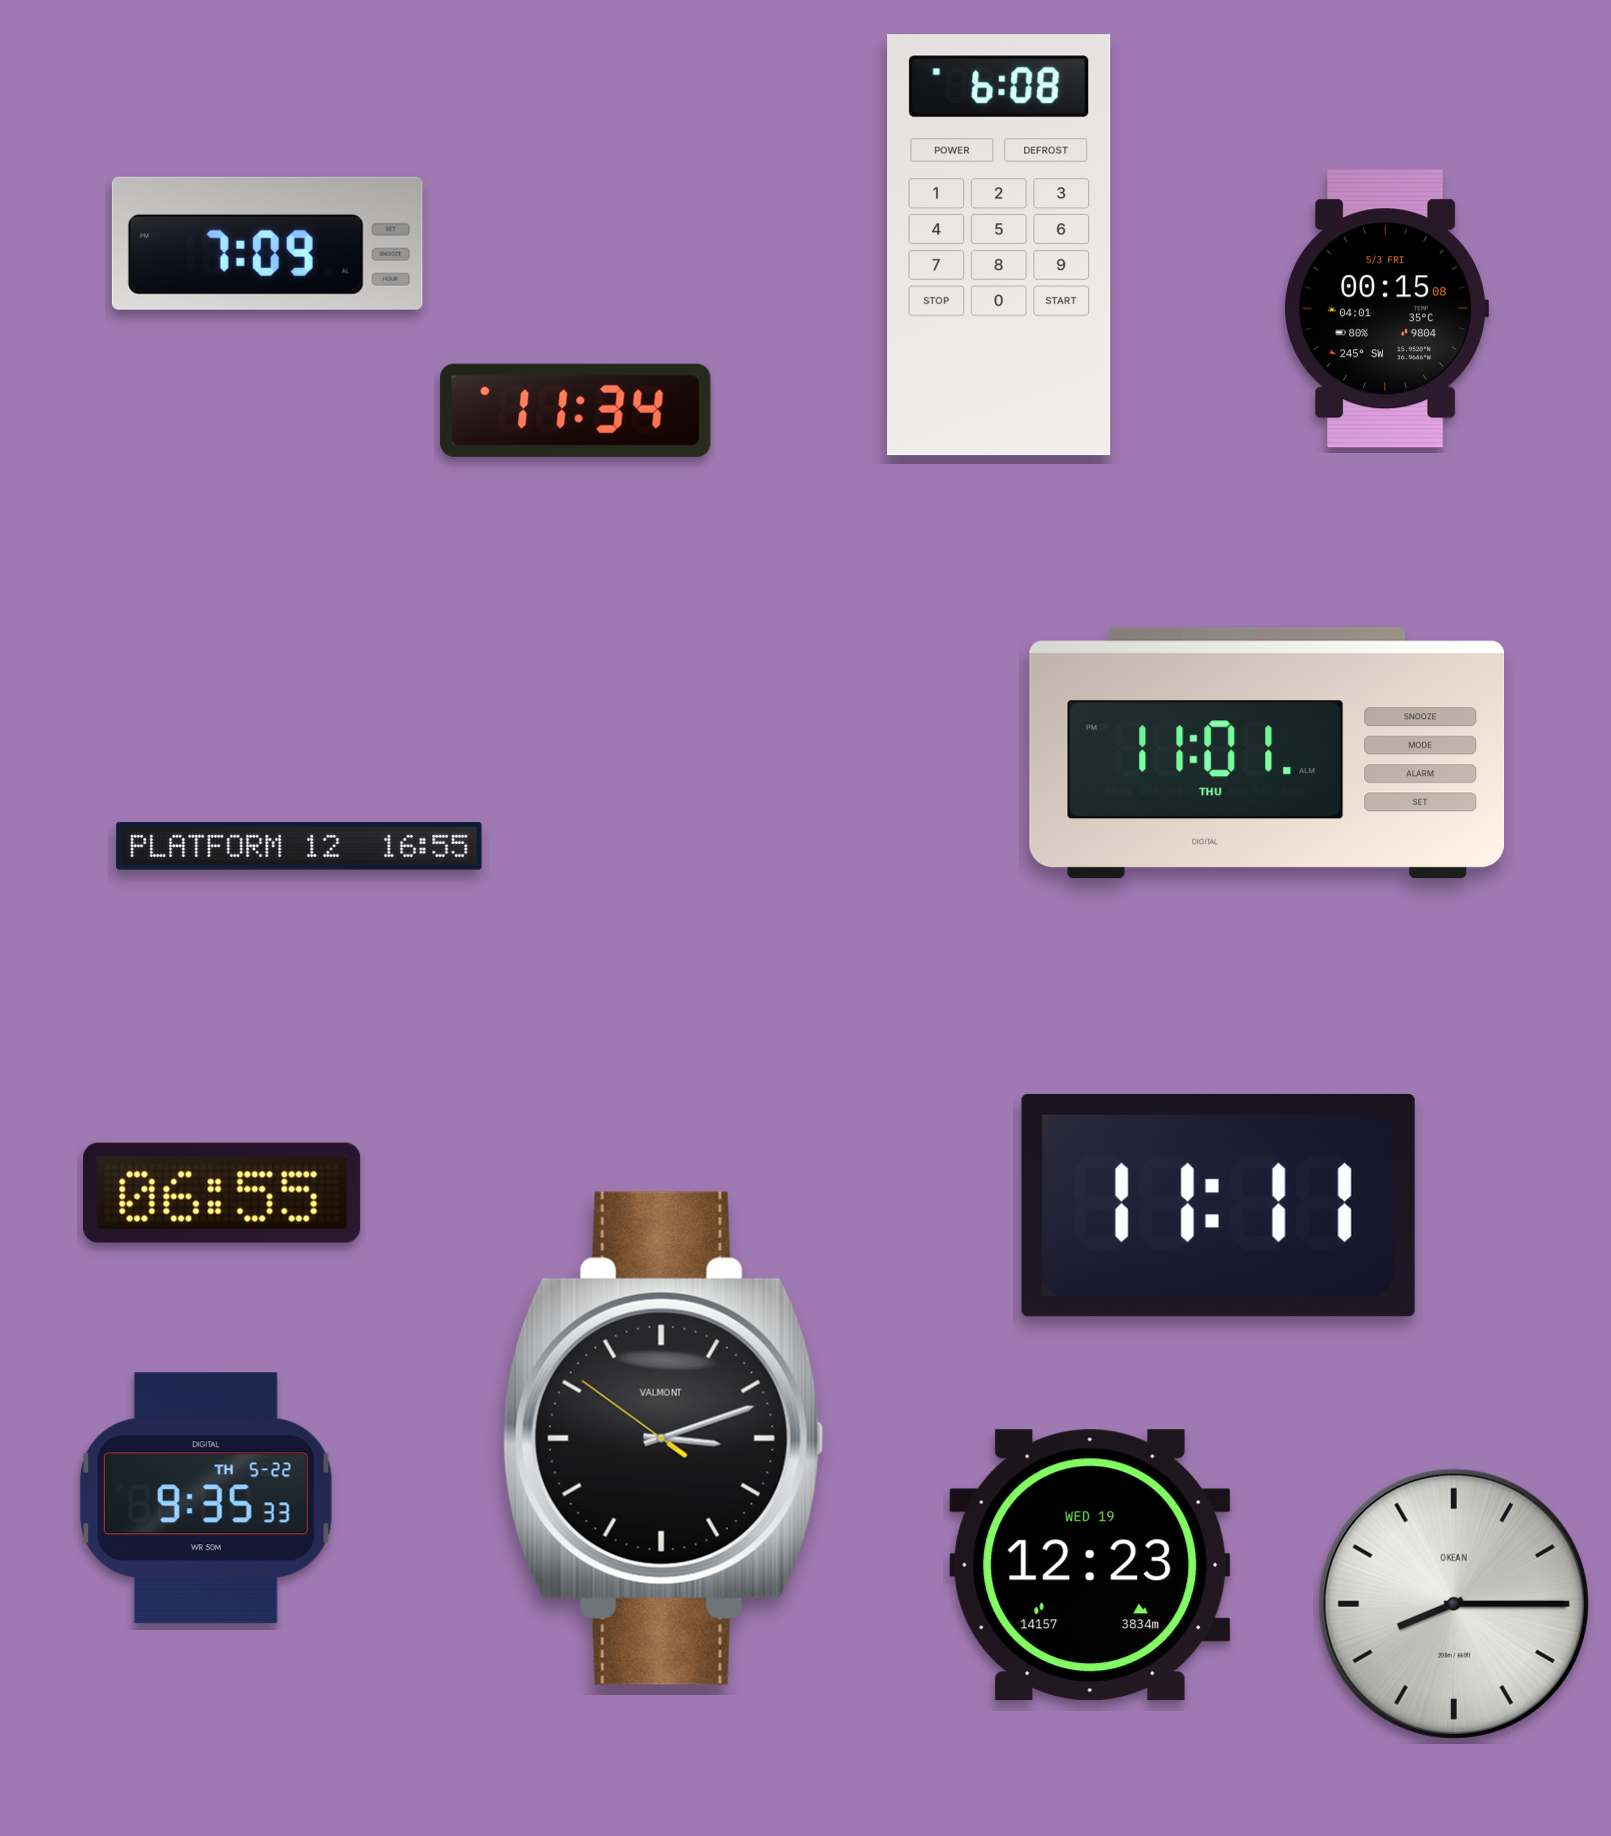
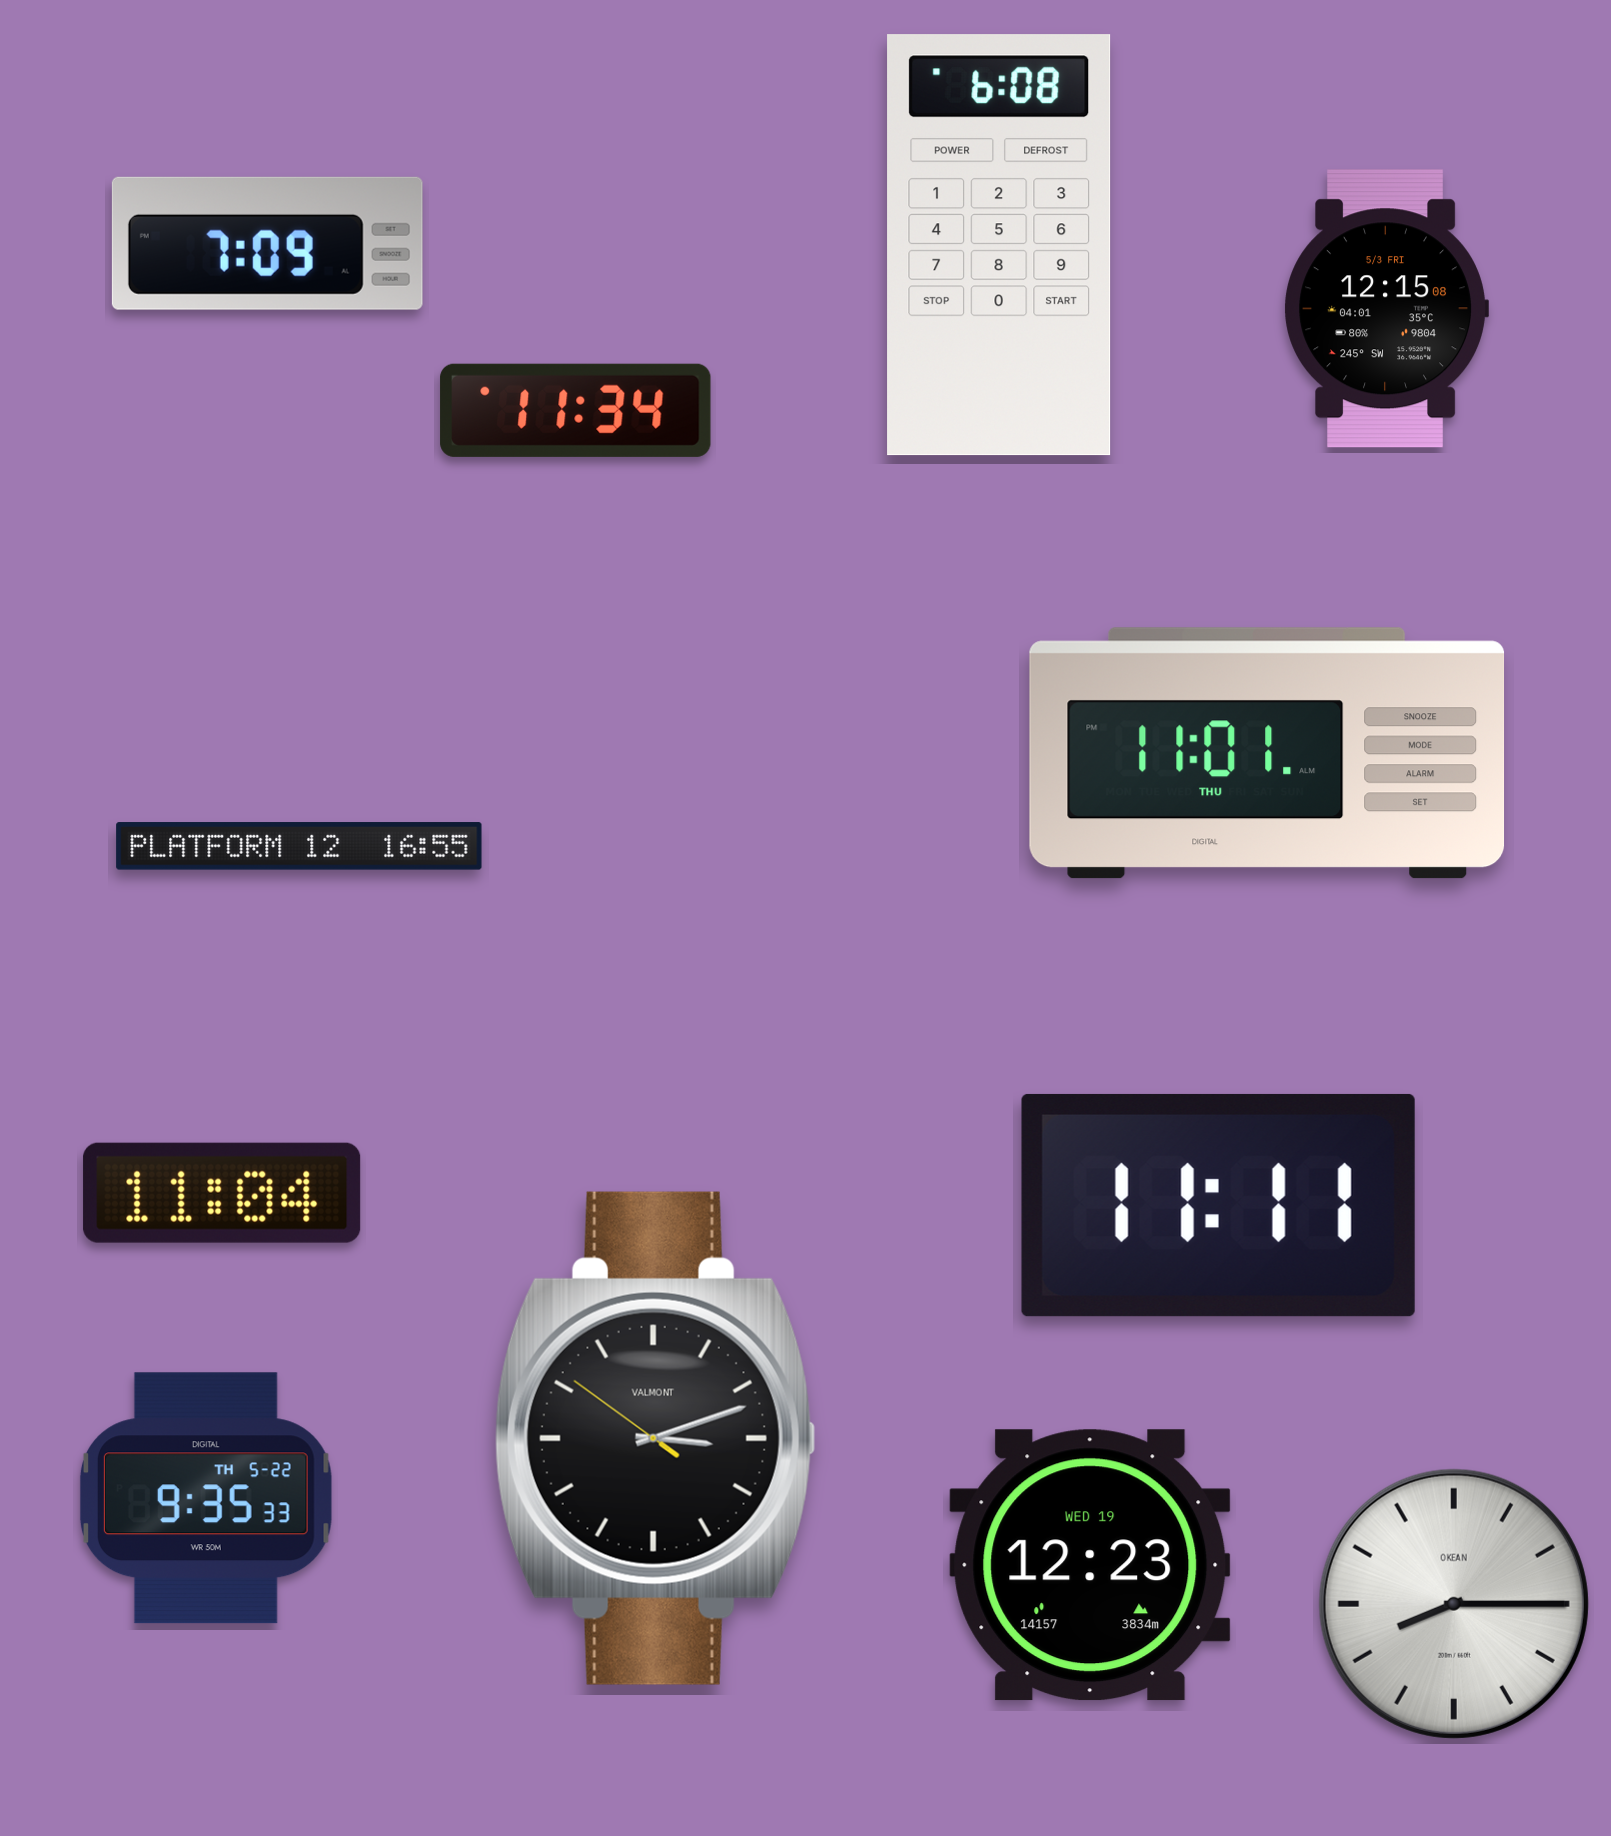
clock at (1386, 309): 00:15 -> 12:15
clock at (222, 1193): 06:55 -> 11:04
clock at (663, 1438) position: (663, 1438) -> (655, 1438)
